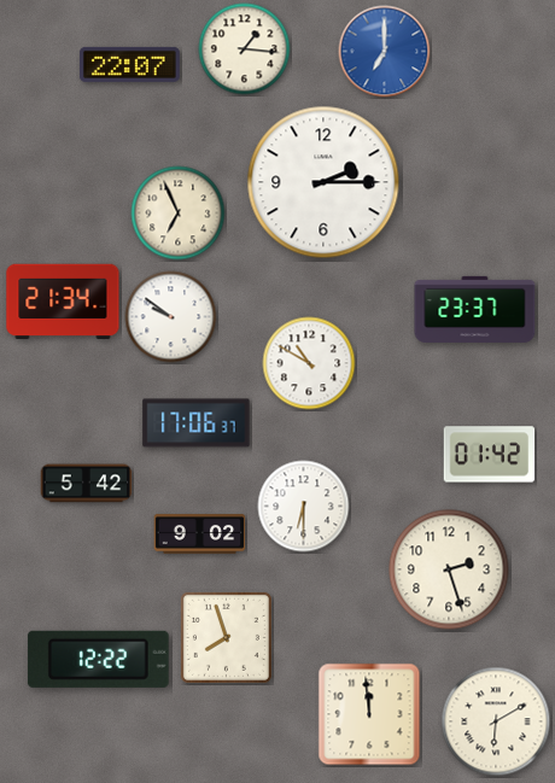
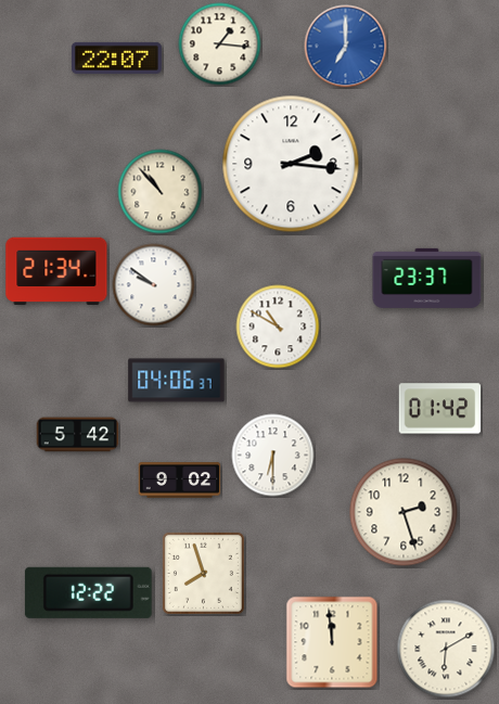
clock at (323, 182): 2:15 -> 2:16
clock at (179, 214): 6:56 -> 10:53
clock at (197, 423): 17:06 -> 04:06
